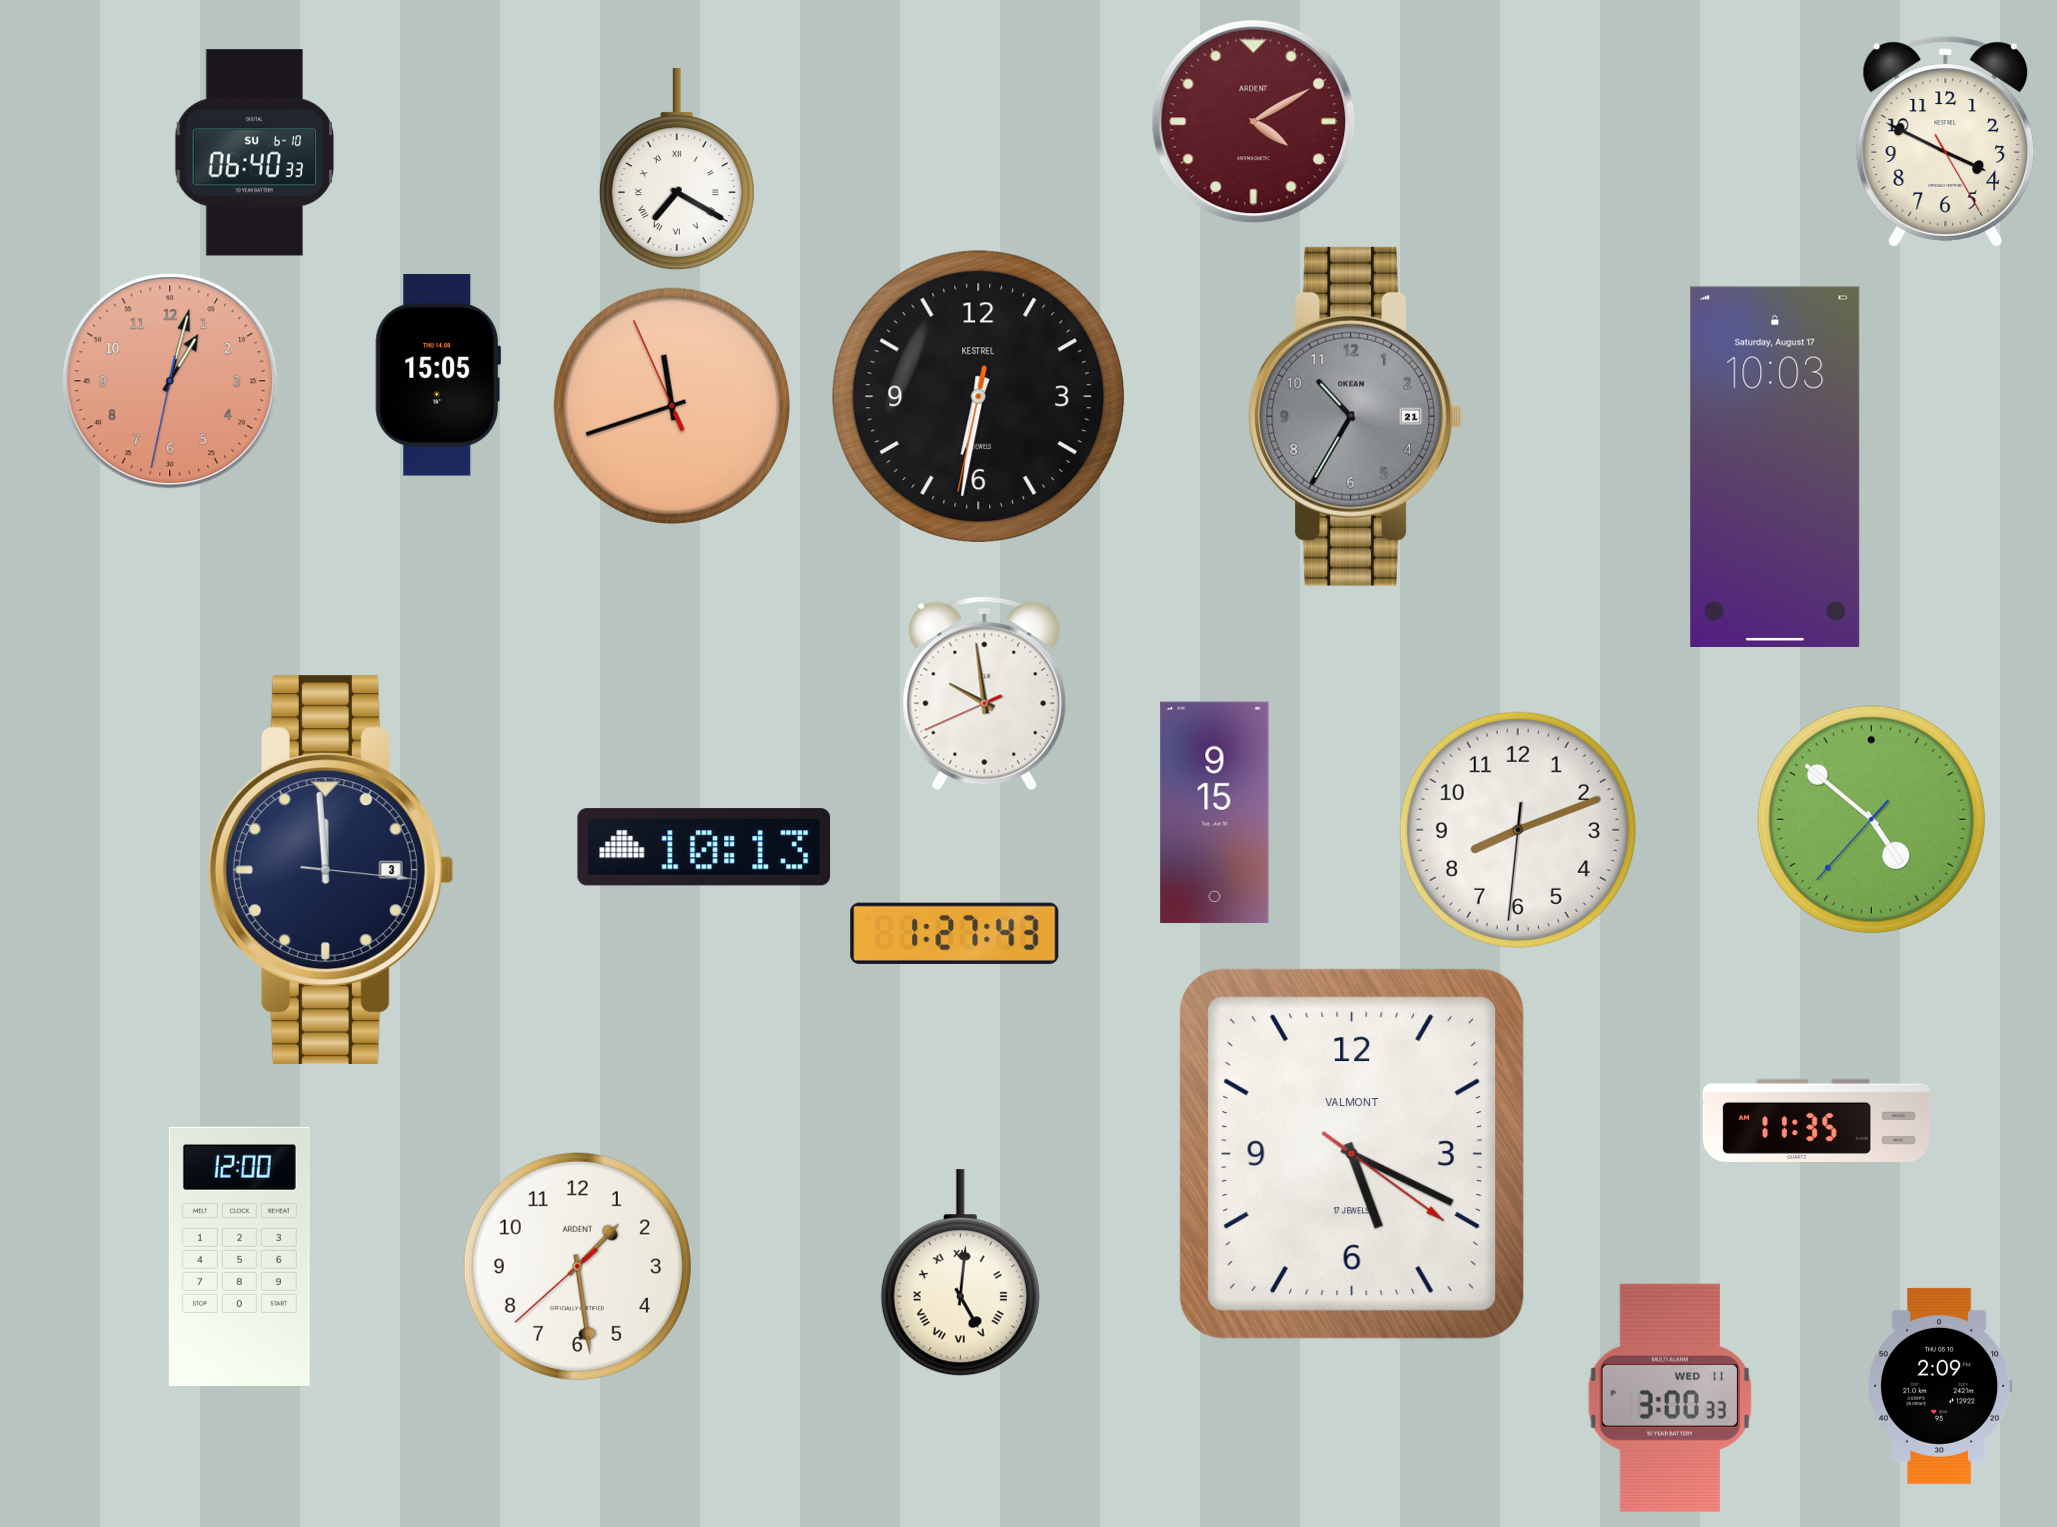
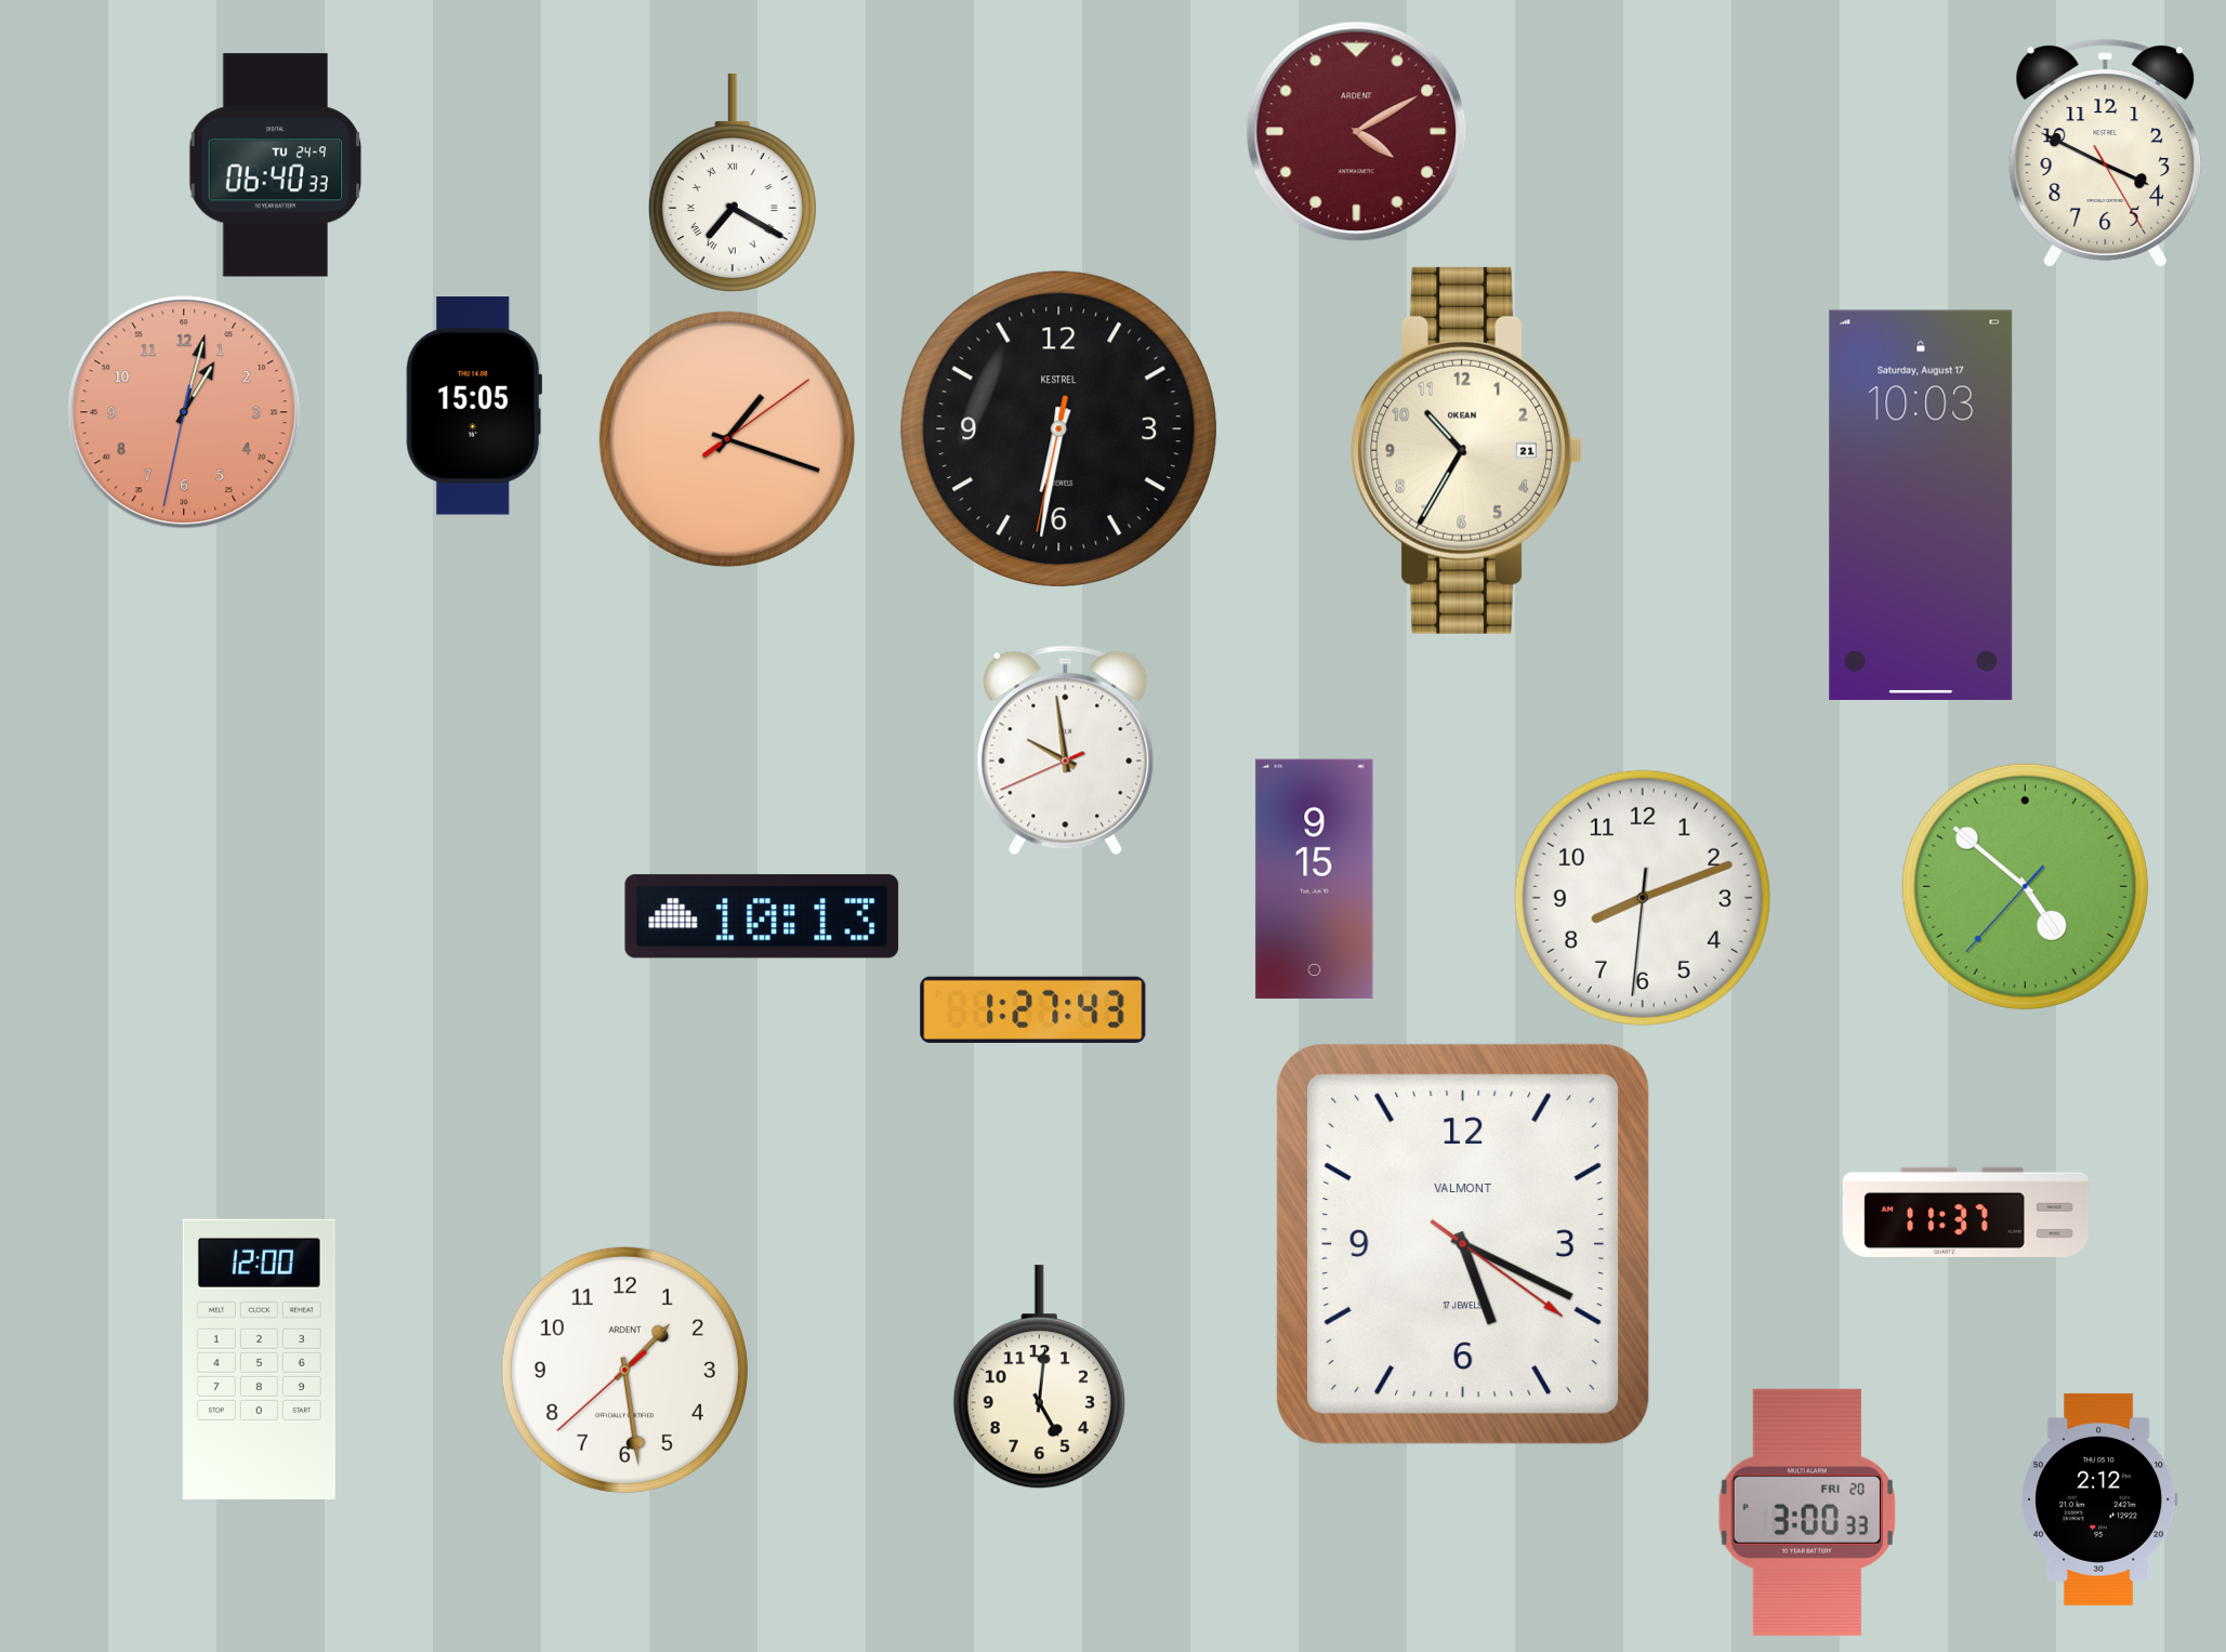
clock at (255, 153) date: SU 6-10 -> TU 24-9
clock at (672, 406): 11:41 -> 1:18
clock at (1355, 416) dial: grey -> cream
clock at (331, 870): 11:59 -> none
clock at (1816, 1120): 11:35 -> 11:37
clock at (1352, 1154) position: (1352, 1154) -> (1463, 1244)
clock at (960, 1273) numerals: Roman -> Arabic
clock at (1941, 1386): 2:09 -> 2:12
clock at (1670, 1398) date: WED 11 -> FRI 20
